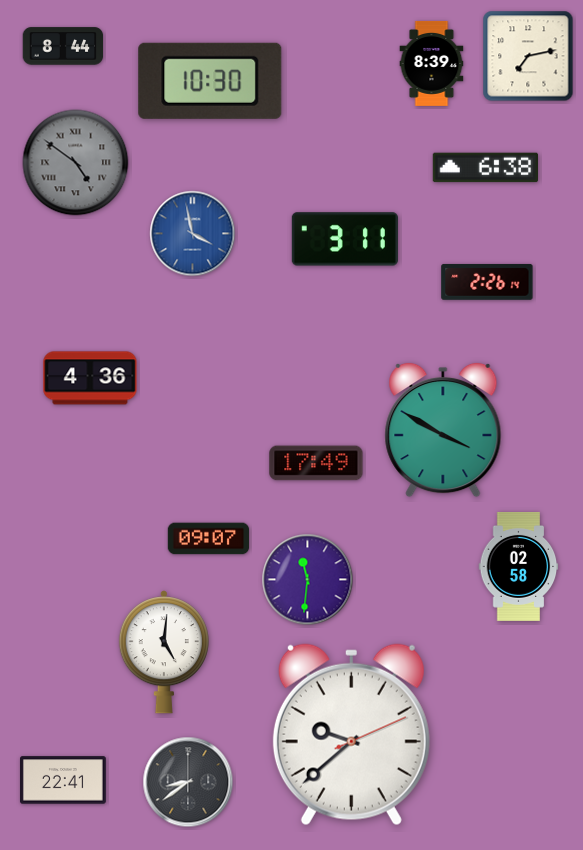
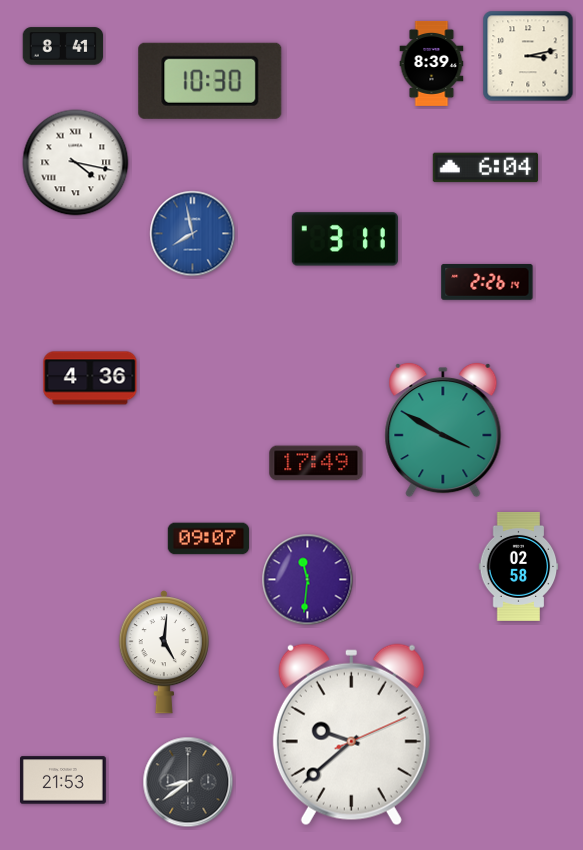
clock at (63, 46): 8:44 -> 8:41
clock at (528, 56): 7:13 -> 3:13
clock at (76, 163): 4:51 -> 4:17
clock at (76, 163) dial: grey -> white
clock at (485, 168): 6:38 -> 6:04
clock at (193, 234): 3:58 -> 7:58
clock at (64, 780): 22:41 -> 21:53
